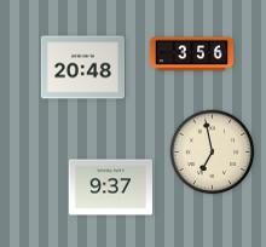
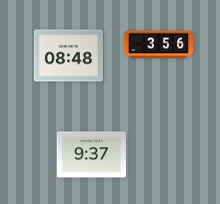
clock at (82, 68): 20:48 -> 08:48
clock at (213, 153): 6:58 -> none
